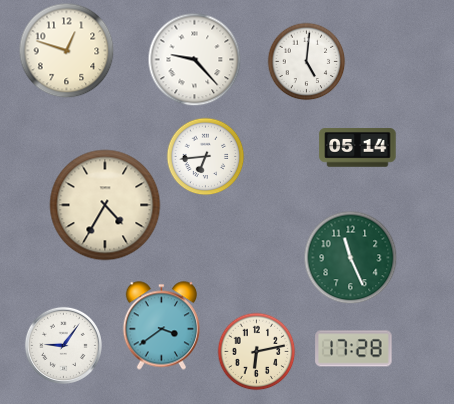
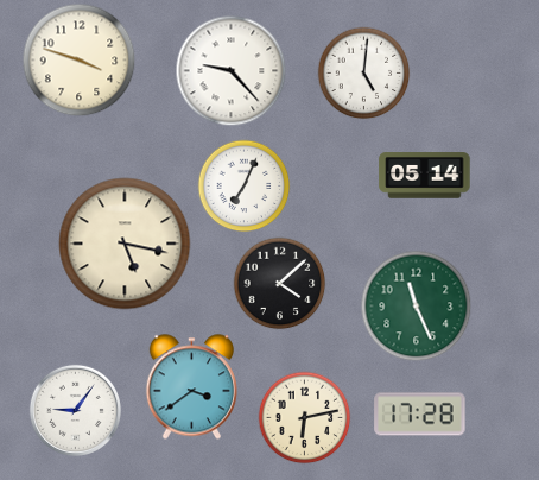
clock at (66, 50): 12:48 -> 3:48
clock at (205, 156): 6:44 -> 7:04
clock at (105, 205): 4:35 -> 5:17
clock at (279, 283): none -> 4:08
